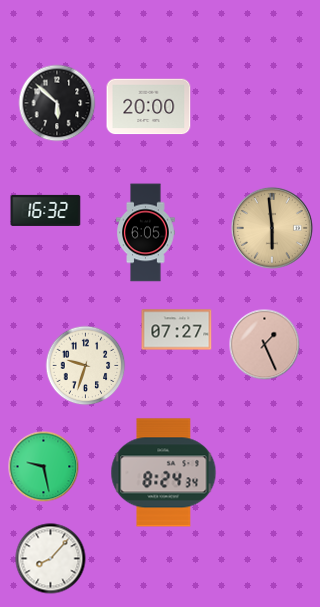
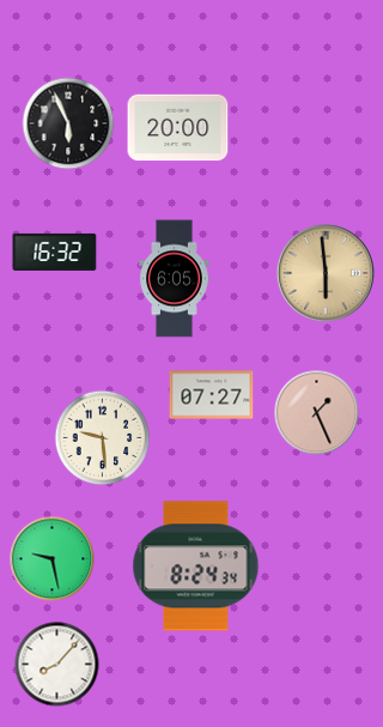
clock at (57, 103): 5:52 -> 5:56
clock at (86, 366): 9:33 -> 9:29
clock at (51, 559) position: (51, 559) -> (57, 665)
